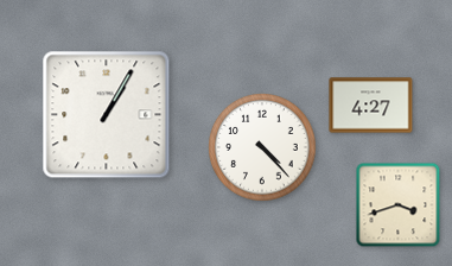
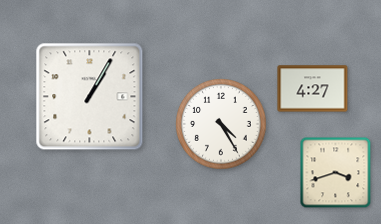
clock at (262, 147): 4:23 -> 4:25
